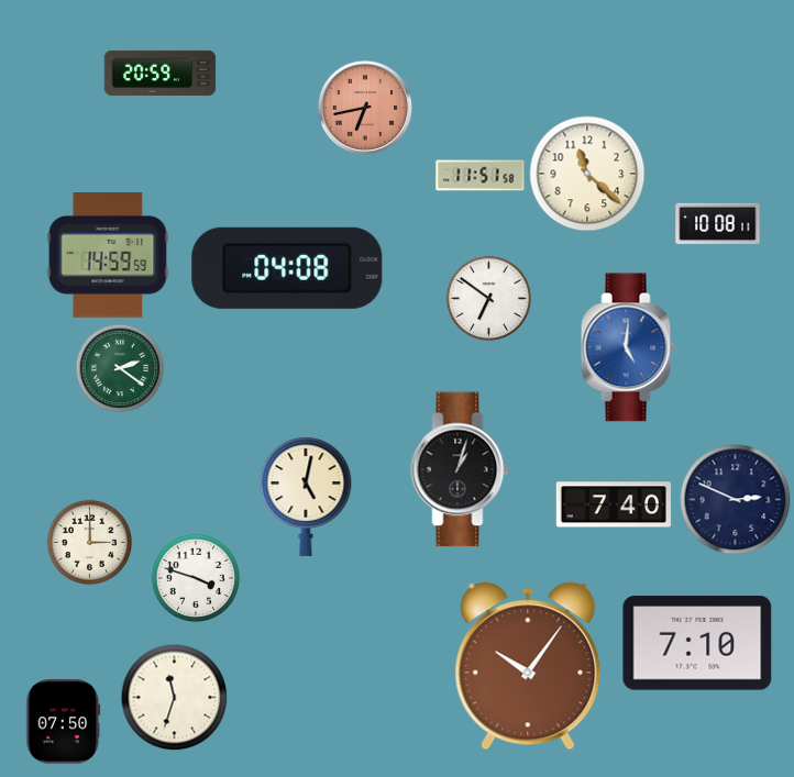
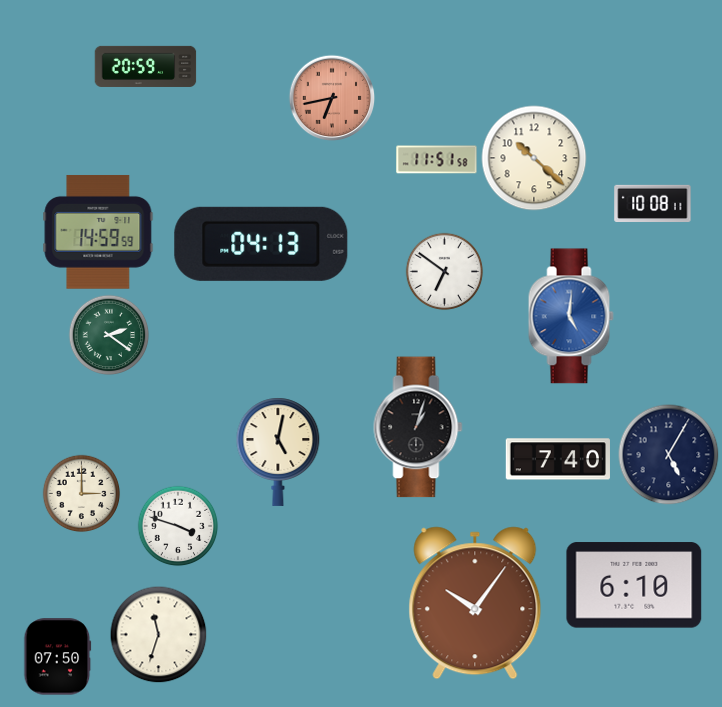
clock at (587, 174): 11:22 -> 10:22
clock at (287, 268): 04:08 -> 04:13
clock at (736, 500): 2:49 -> 5:05
clock at (697, 643): 7:10 -> 6:10
clock at (528, 666) position: (528, 666) -> (475, 603)
